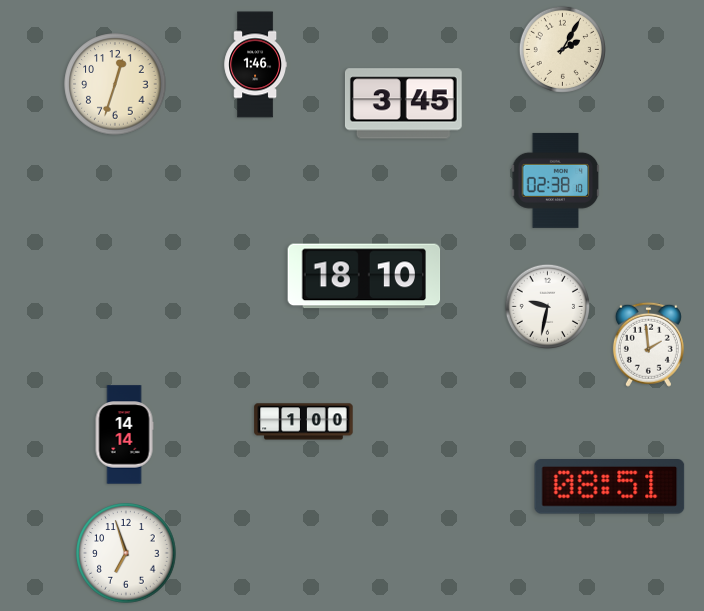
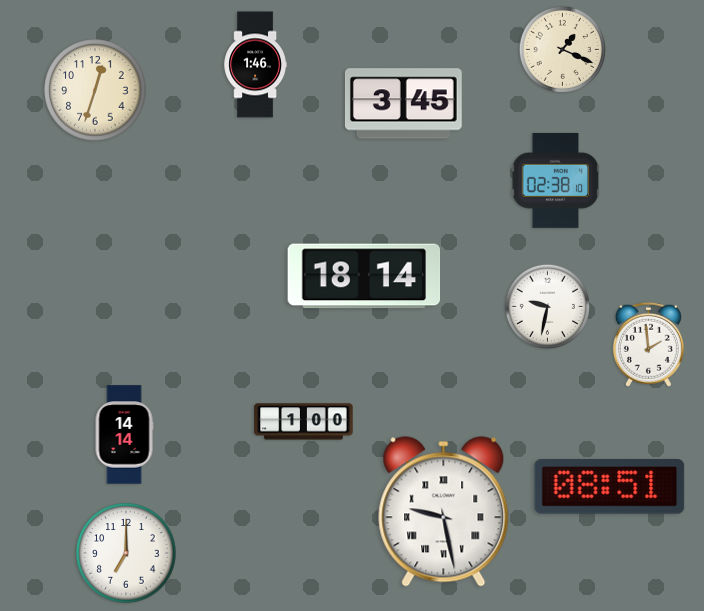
clock at (562, 49): 2:05 -> 1:19
clock at (115, 84) position: (115, 84) -> (95, 90)
clock at (364, 276): 18:10 -> 18:14
clock at (444, 512): none -> 9:28
clock at (126, 553): 6:57 -> 7:00
